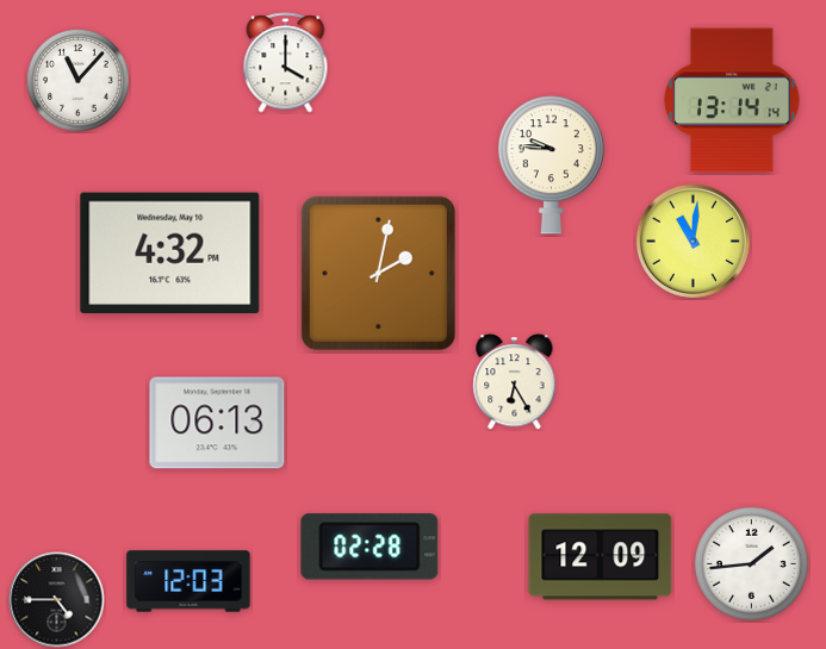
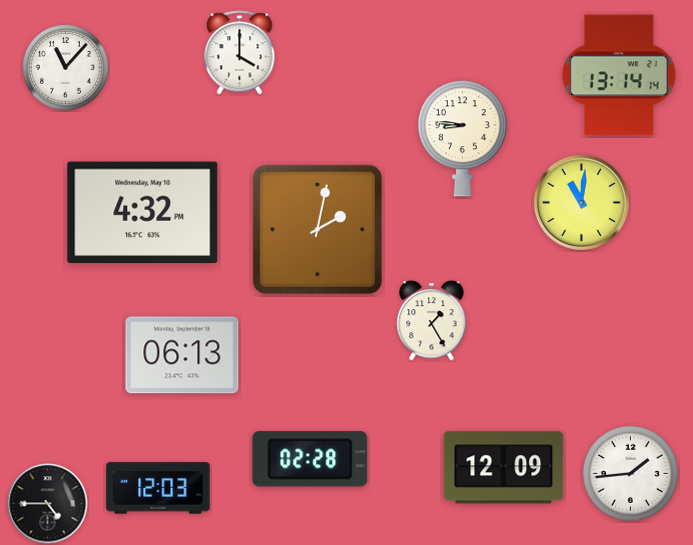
clock at (732, 100) position: (732, 100) -> (619, 75)
clock at (551, 166): 9:46 -> 8:46
clock at (515, 382): 6:25 -> 1:25
